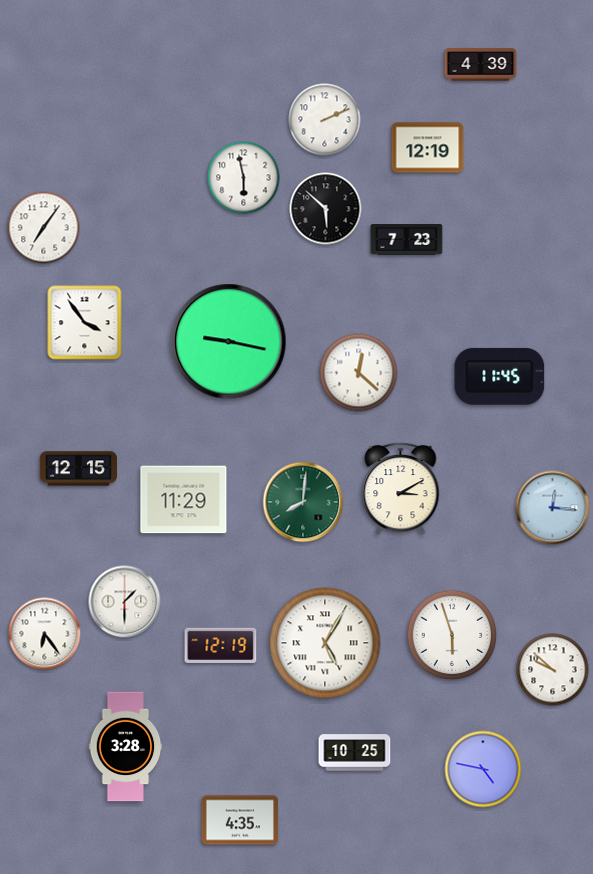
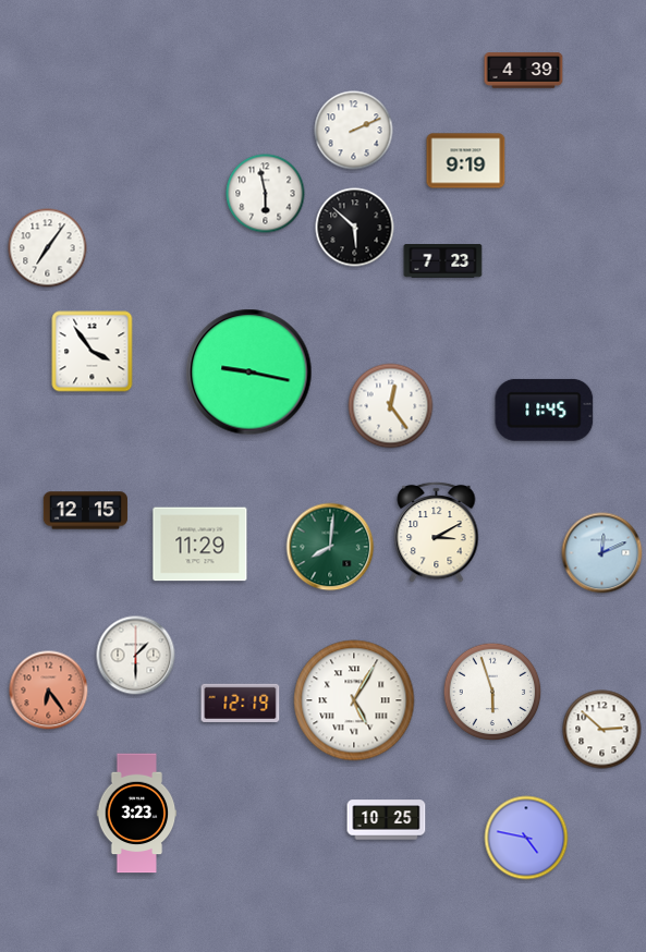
clock at (428, 148): 12:19 -> 9:19
clock at (359, 373): 12:22 -> 12:24
clock at (553, 508): 12:16 -> 12:11
clock at (45, 634) dial: white -> salmon
clock at (553, 670): 9:52 -> 2:52
clock at (126, 747): 3:28 -> 3:23
clock at (240, 820): 4:35 -> none
